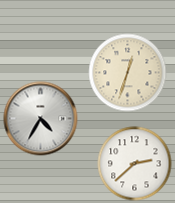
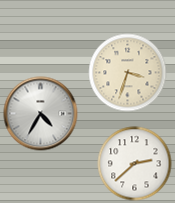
clock at (128, 73): 12:33 -> 3:33
clock at (41, 119) position: (41, 119) -> (41, 114)
